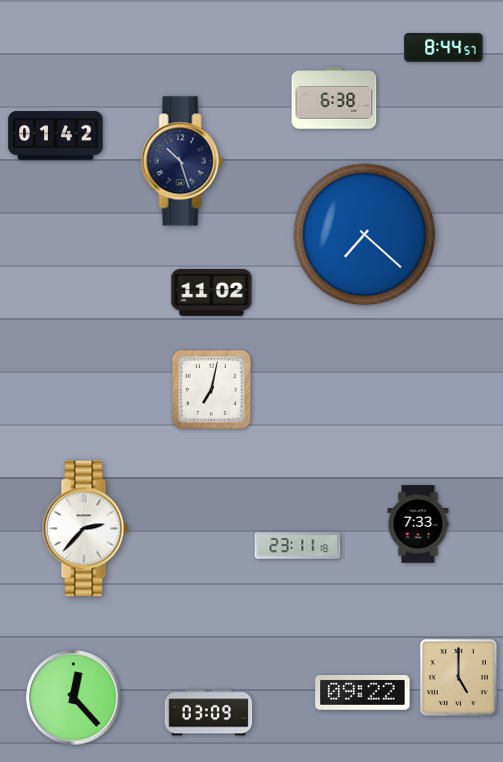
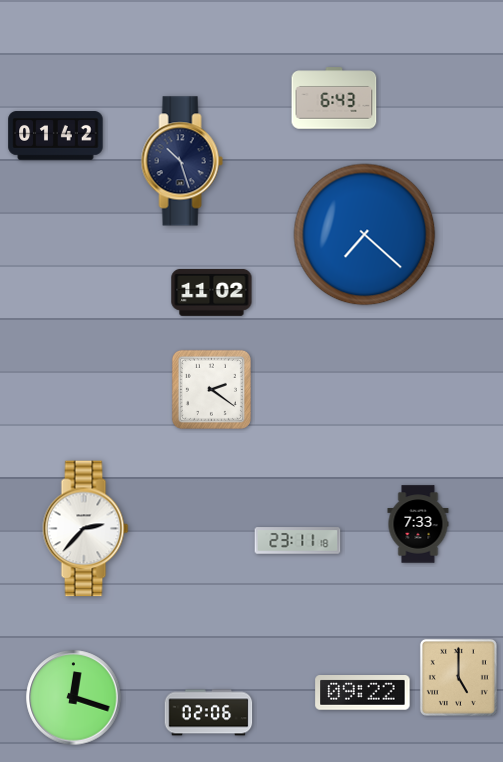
clock at (444, 48): 8:44 -> none
clock at (334, 98): 6:38 -> 6:43
clock at (211, 389): 7:02 -> 2:21
clock at (298, 546) position: (298, 546) -> (298, 541)
clock at (74, 698): 12:23 -> 12:18
clock at (209, 713): 03:09 -> 02:06
